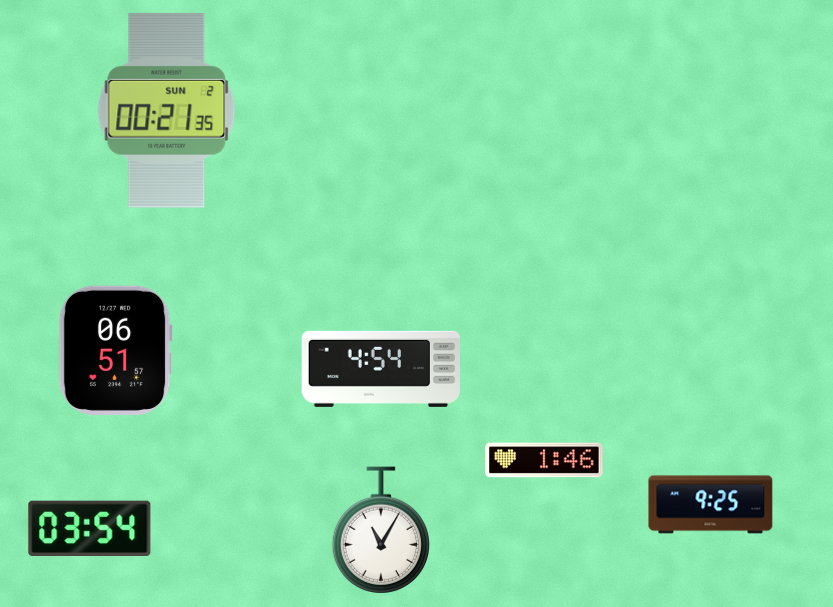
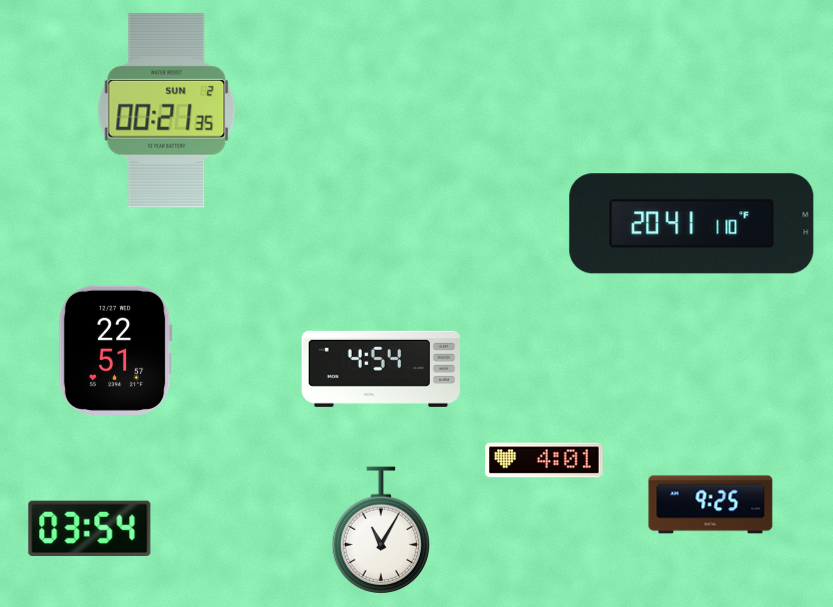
clock at (692, 224): none -> 20:41
clock at (115, 350): 06:51 -> 22:51
clock at (544, 460): 1:46 -> 4:01
